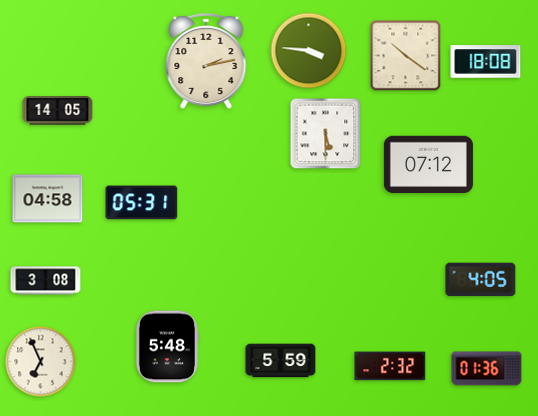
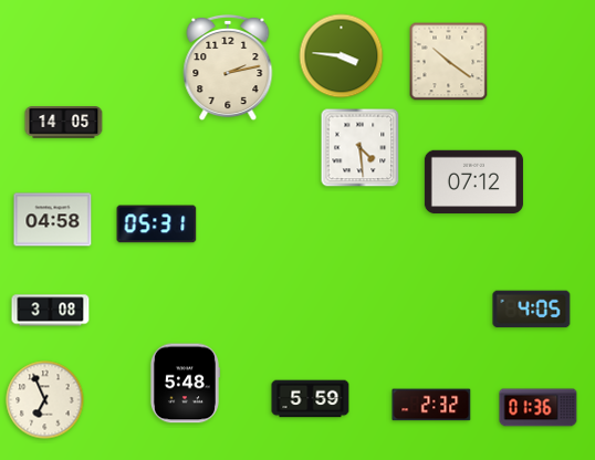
clock at (486, 62): 18:08 -> none
clock at (326, 134): 5:30 -> 4:29
